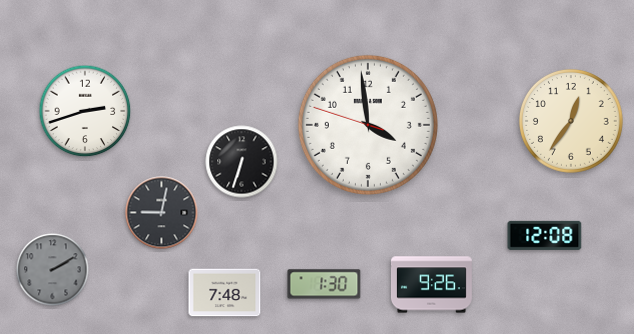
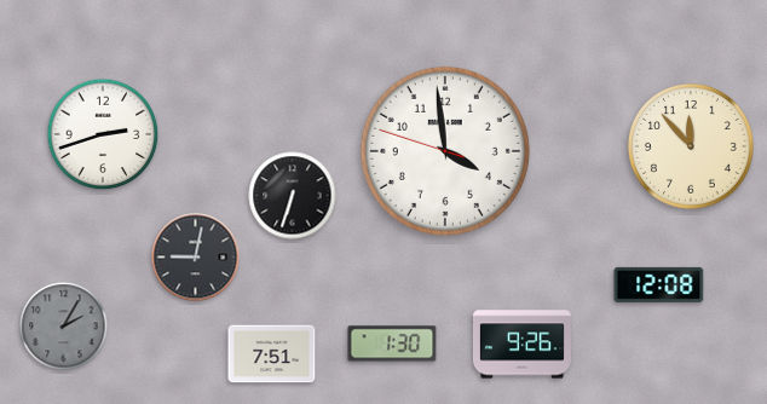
clock at (571, 121): 12:36 -> 11:53
clock at (53, 270): 2:10 -> 2:05
clock at (225, 293): 7:48 -> 7:51
